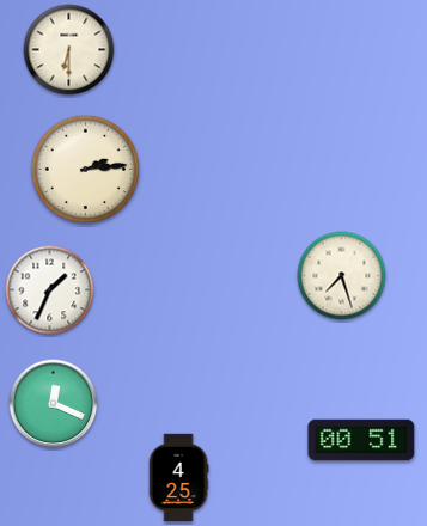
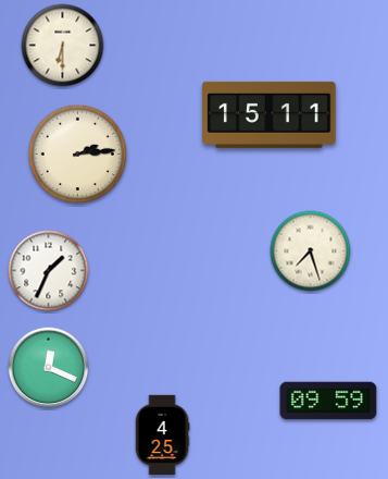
clock at (270, 114): none -> 15:11
clock at (50, 290) position: (50, 290) -> (49, 271)
clock at (361, 440): 00:51 -> 09:59
